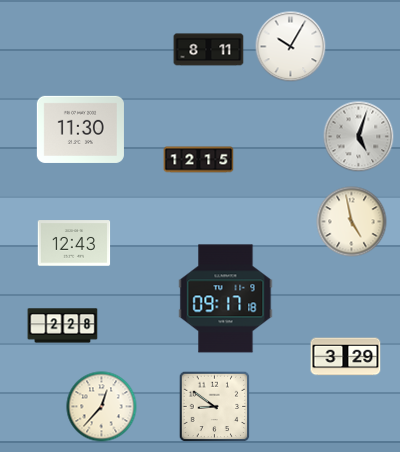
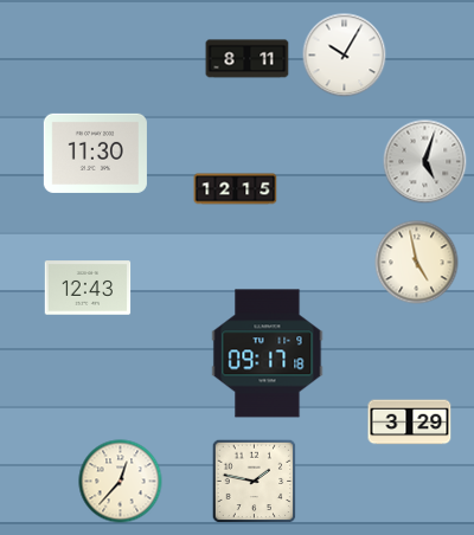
clock at (63, 326): 2:28 -> none
clock at (215, 407): 8:51 -> 1:47
